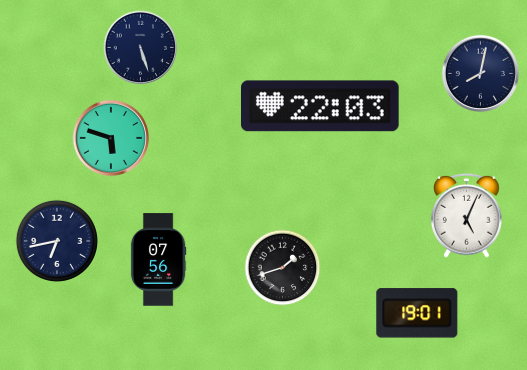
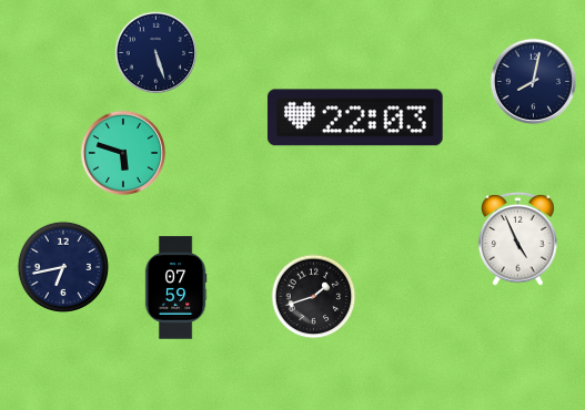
clock at (467, 215): 5:04 -> 4:56
clock at (158, 260): 07:56 -> 07:59
clock at (417, 313): 19:01 -> none
